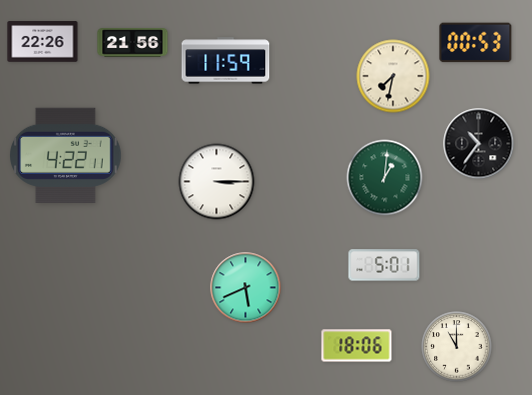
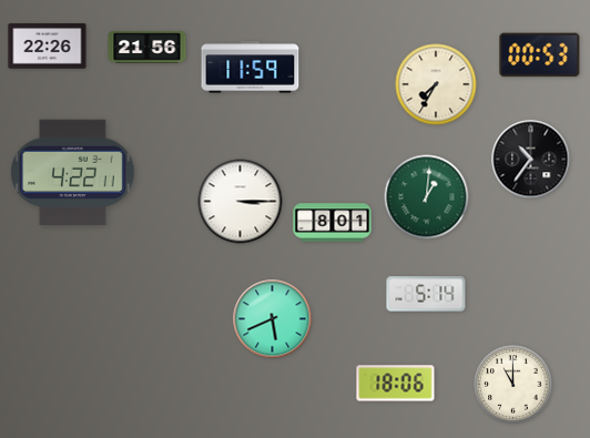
clock at (476, 43) position: (476, 43) -> (540, 55)
clock at (393, 76): 7:32 -> 7:35
clock at (333, 223): none -> 8:01
clock at (384, 265): 5:01 -> 5:14
clock at (457, 347) position: (457, 347) -> (513, 385)
